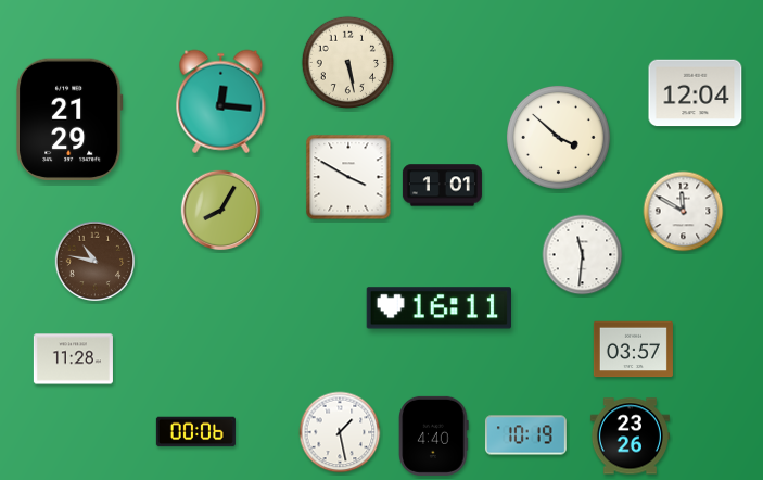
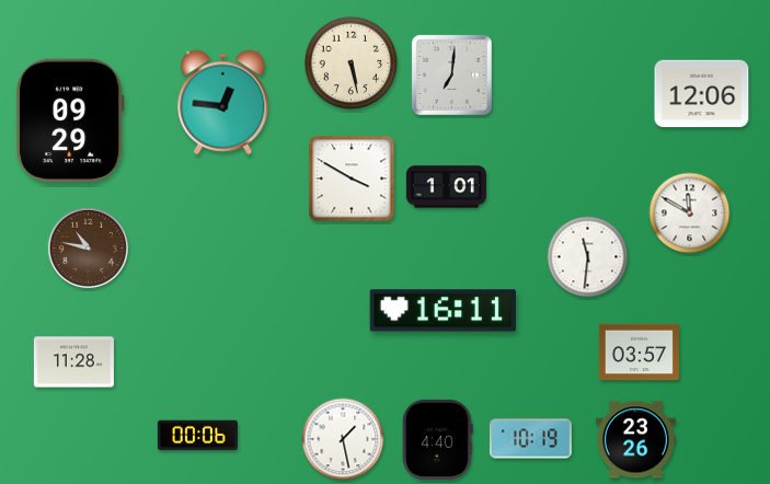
clock at (451, 74): none -> 7:01
clock at (696, 93): 12:04 -> 12:06
clock at (221, 102): 12:16 -> 12:46
clock at (69, 118): 21:29 -> 09:29
clock at (558, 137): 3:52 -> none
clock at (221, 211): 8:05 -> none
clock at (96, 262) position: (96, 262) -> (89, 249)
clock at (340, 432) position: (340, 432) -> (343, 439)
